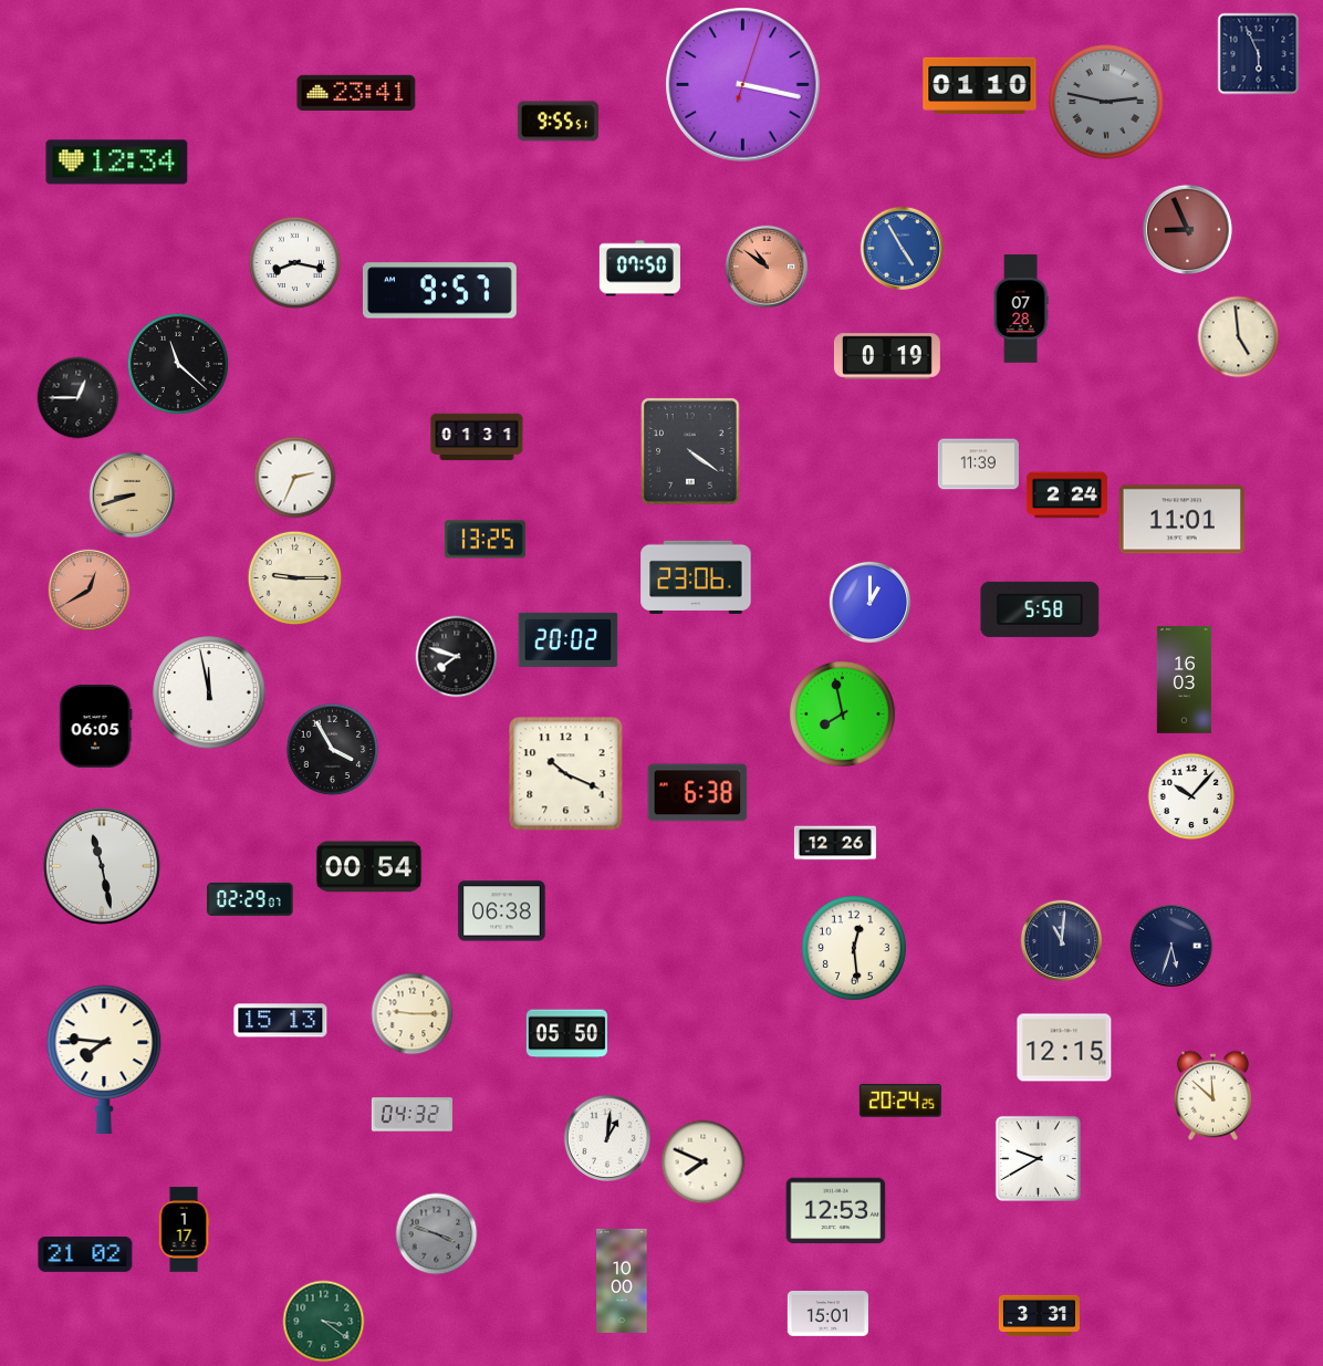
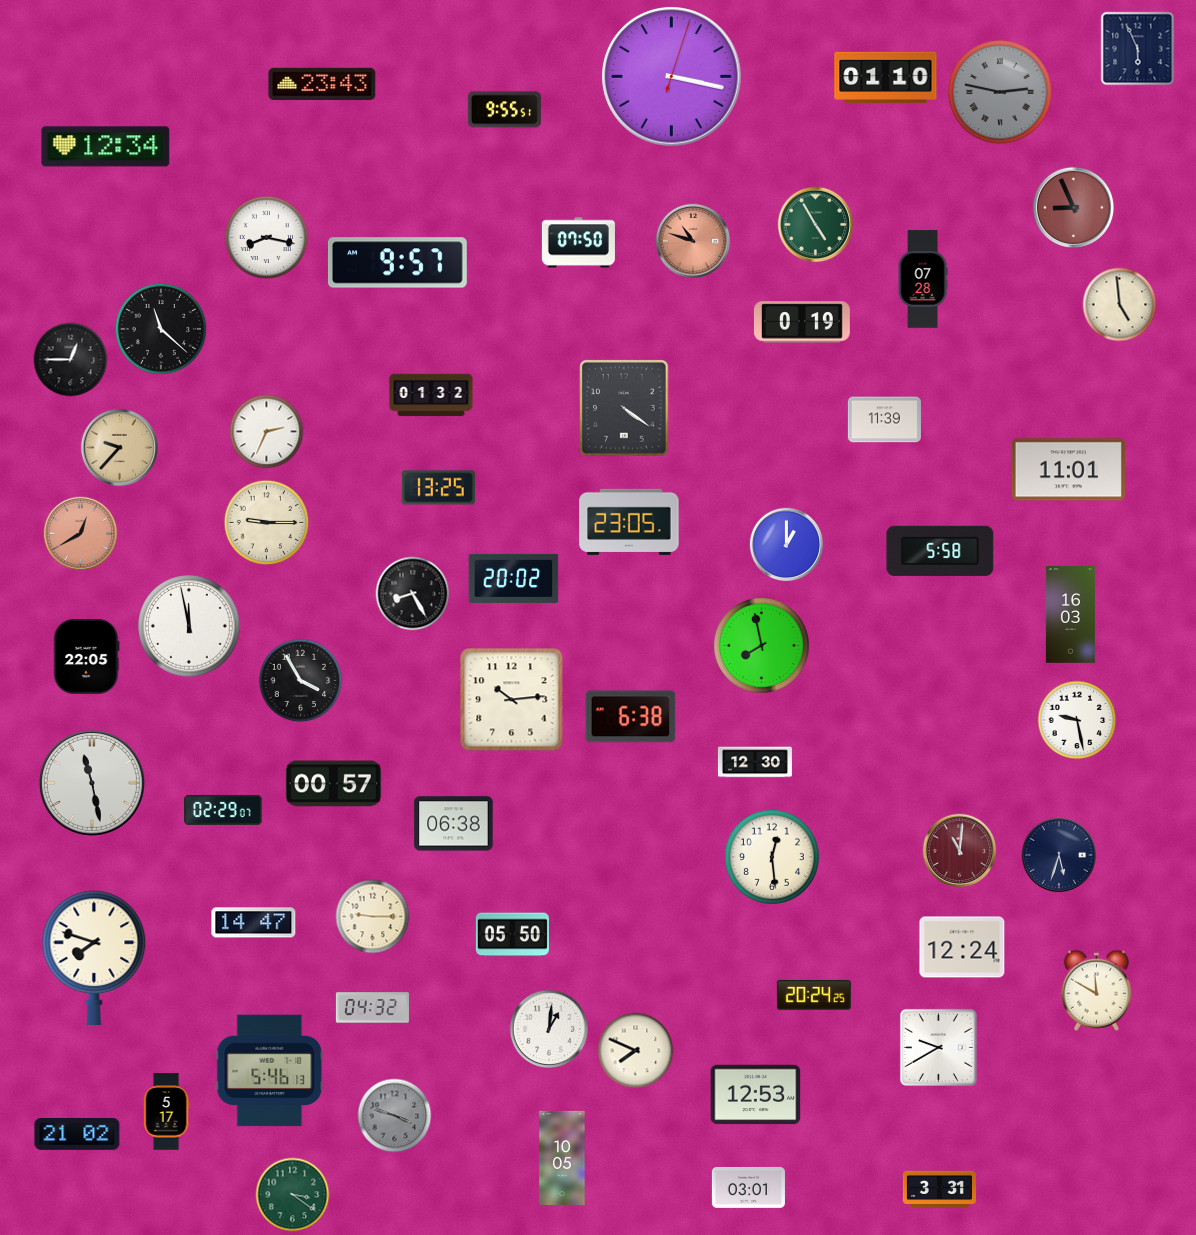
clock at (356, 92): 23:41 -> 23:43
clock at (903, 249) dial: blue -> green
clock at (767, 267): 10:51 -> 10:48
clock at (477, 437): 01:31 -> 01:32
clock at (133, 496): 8:42 -> 9:37
clock at (1066, 496): 2:24 -> none
clock at (696, 577): 23:06 -> 23:05
clock at (457, 657): 7:48 -> 8:25
clock at (96, 726): 06:05 -> 22:05
clock at (333, 750) position: (333, 750) -> (301, 681)
clock at (566, 774): 10:19 -> 10:14
clock at (1191, 796): 10:07 -> 9:28
clock at (835, 843): 12:26 -> 12:30
clock at (368, 867): 00:54 -> 00:57
clock at (250, 899) position: (250, 899) -> (223, 810)
clock at (1062, 941) dial: navy -> burgundy
clock at (281, 1021): 15:13 -> 14:47
clock at (1064, 1047): 12:15 -> 12:24
clock at (104, 1060): 7:46 -> 7:48
clock at (1212, 1095): 11:52 -> 11:50
clock at (270, 1071): none -> 5:46
clock at (184, 1230): 1:17 -> 5:17
clock at (622, 1281): 10:00 -> 10:05
clock at (827, 1314): 15:01 -> 03:01
